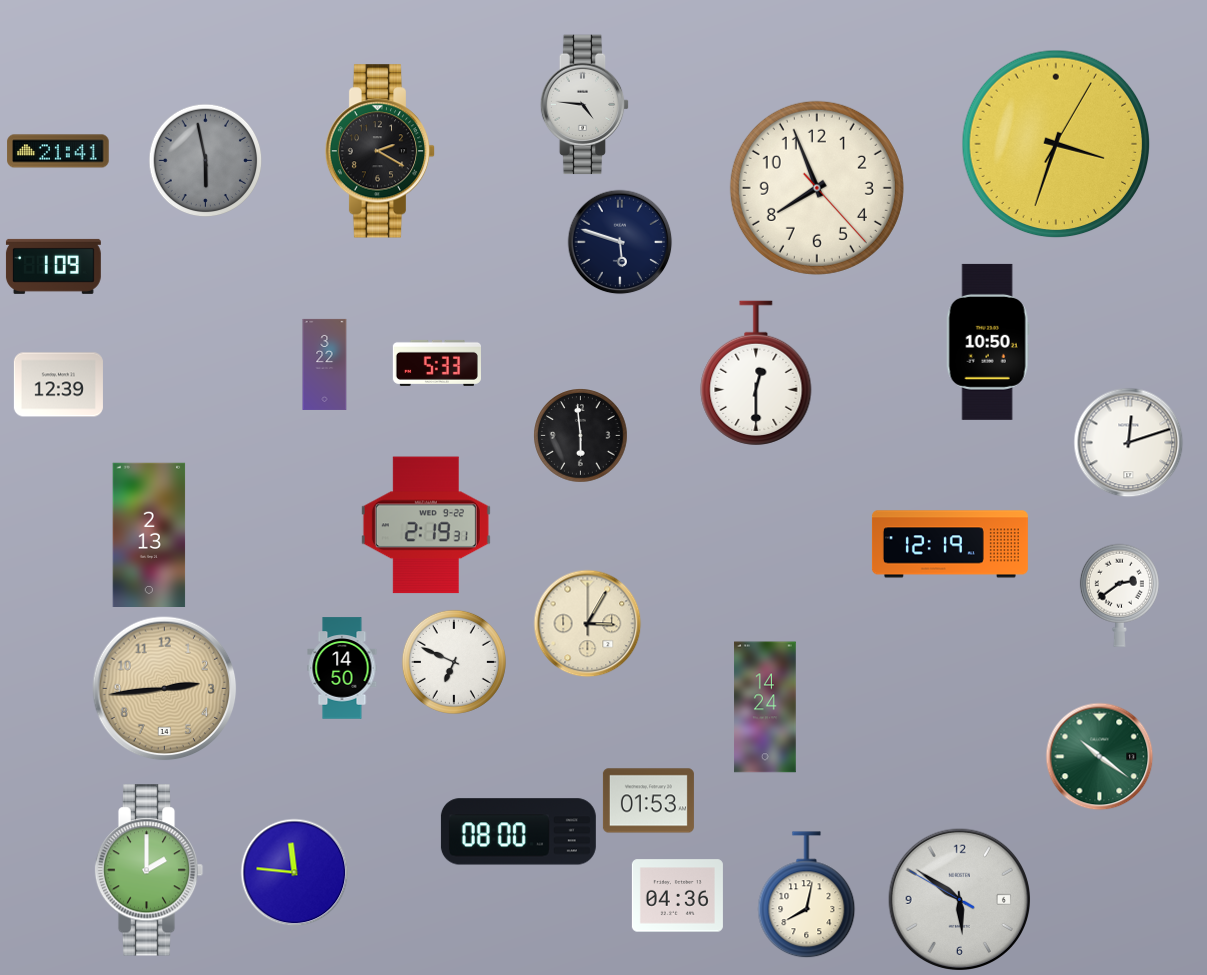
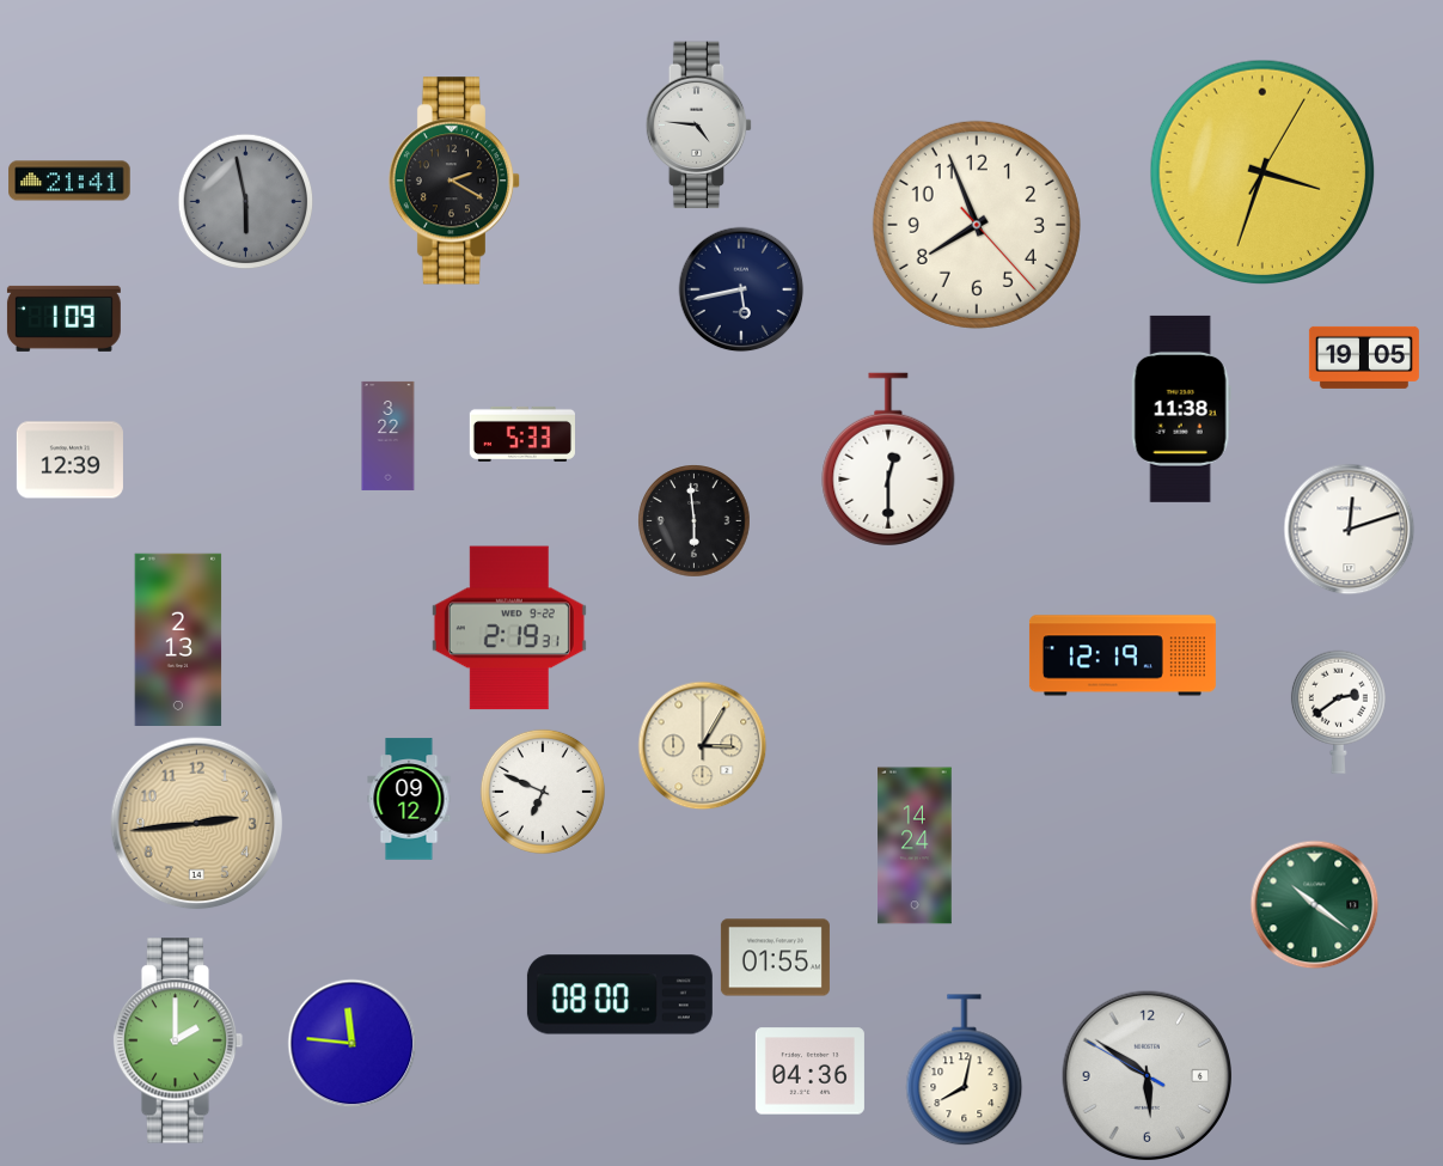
clock at (205, 160) position: (205, 160) -> (245, 201)
clock at (620, 242): 5:48 -> 5:43
clock at (1364, 358): none -> 19:05
clock at (988, 342): 10:50 -> 11:38
clock at (756, 373) position: (756, 373) -> (888, 459)
clock at (950, 544) position: (950, 544) -> (1123, 655)
clock at (342, 668): 14:50 -> 09:12
clock at (648, 801): 01:53 -> 01:55
